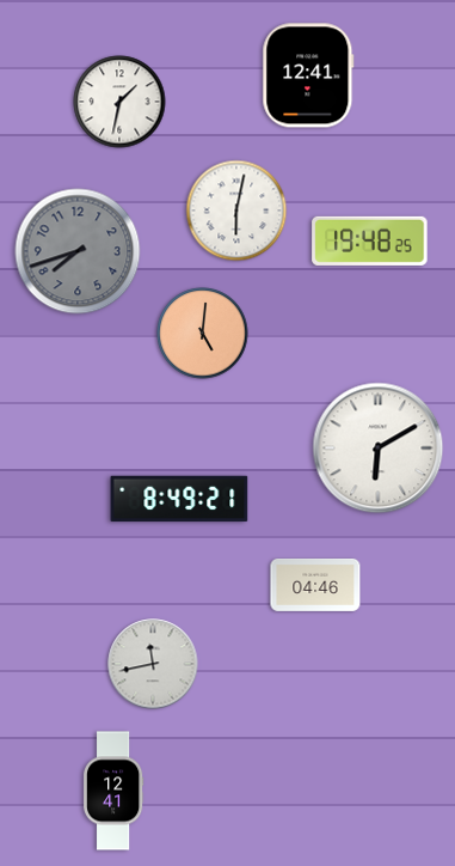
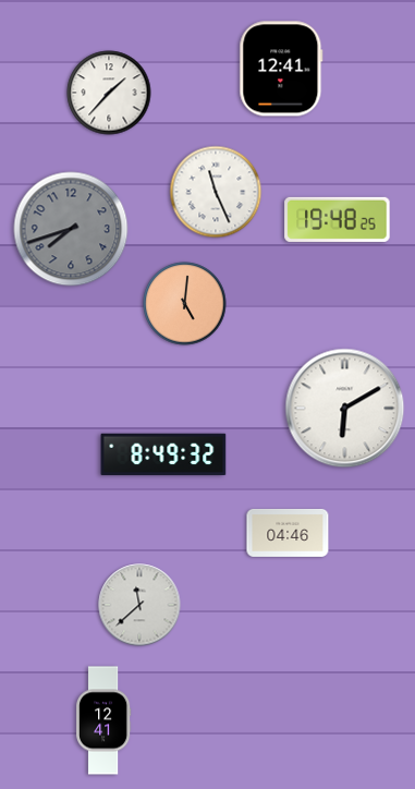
clock at (119, 102): 1:32 -> 1:37
clock at (236, 211): 6:02 -> 11:26
clock at (179, 499): 8:49:21 -> 8:49:32
clock at (153, 664): 11:43 -> 11:38
